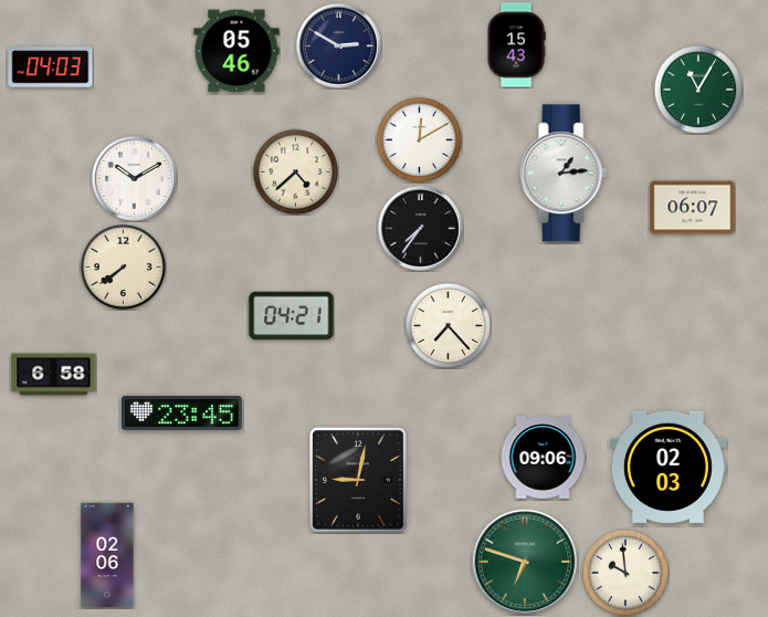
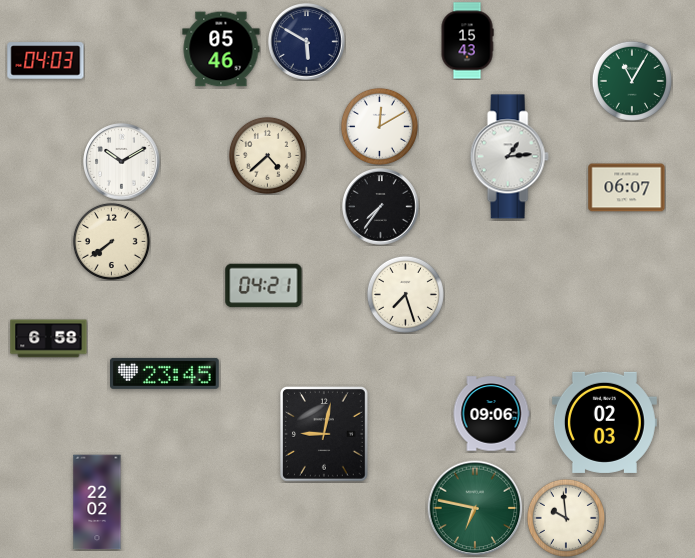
clock at (339, 46): 2:50 -> 5:50
clock at (236, 51) position: (236, 51) -> (221, 49)
clock at (448, 325): 7:23 -> 7:27
clock at (107, 555): 02:06 -> 22:02
clock at (525, 562): 6:48 -> 6:47
